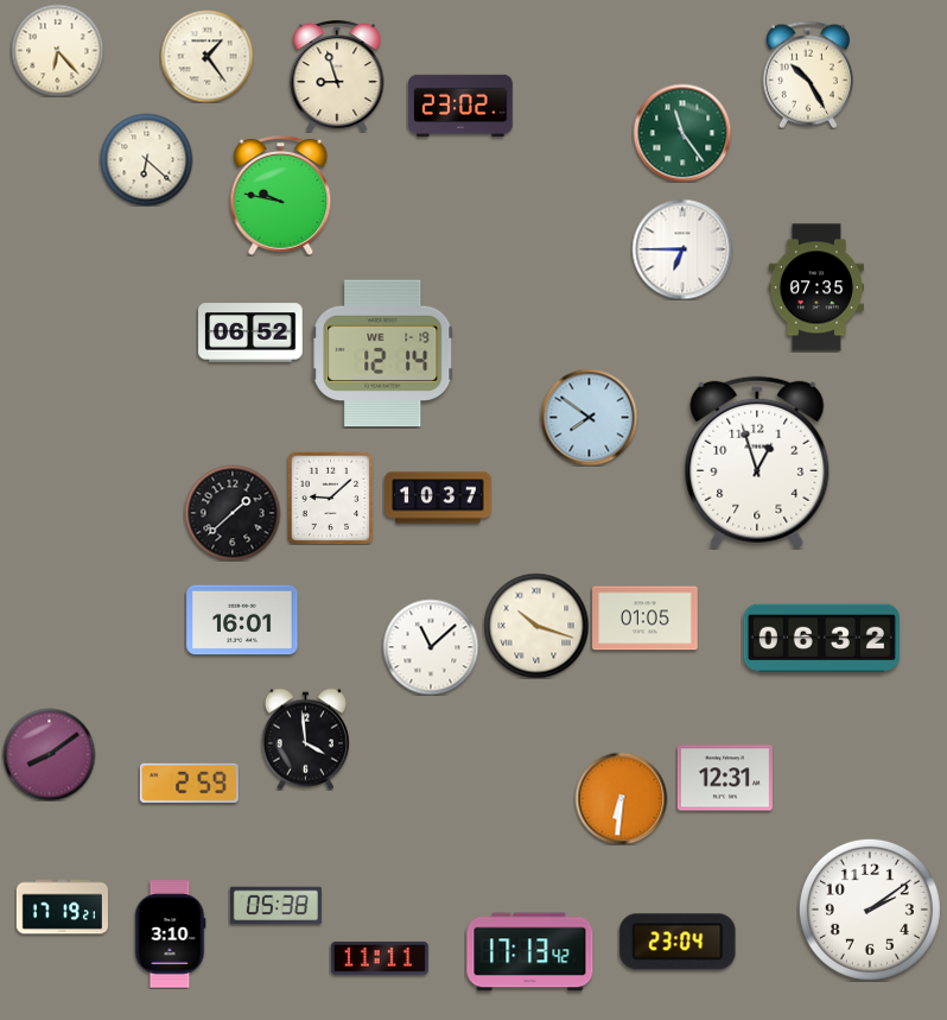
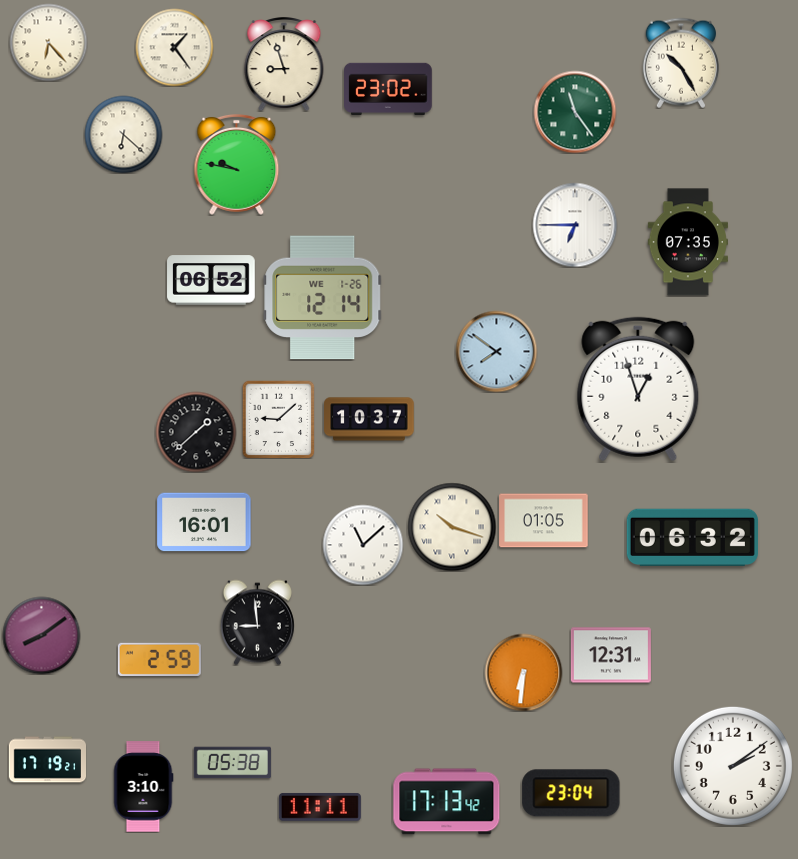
clock at (682, 249) position: (682, 249) -> (575, 225)
clock at (383, 354) date: WE 1-19 -> WE 1-26
clock at (305, 739): 3:59 -> 8:59
clock at (62, 907) position: (62, 907) -> (47, 760)
